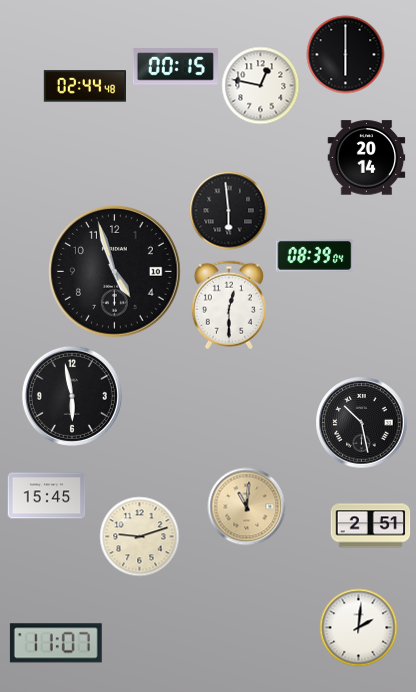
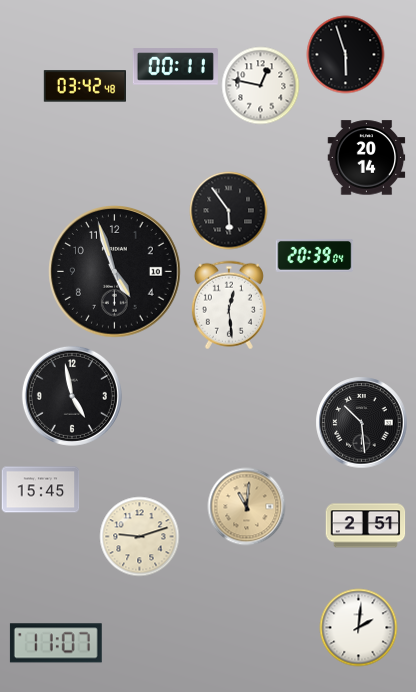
clock at (345, 54): 6:00 -> 5:57
clock at (175, 67): 00:15 -> 00:11
clock at (84, 86): 02:44 -> 03:42
clock at (228, 210): 5:59 -> 5:54
clock at (314, 255): 08:39 -> 20:39
clock at (229, 305): 12:30 -> 12:29
clock at (72, 396): 5:58 -> 4:58
clock at (361, 422): 10:28 -> 10:29
clock at (46, 496) position: (46, 496) -> (40, 490)
clock at (370, 526) position: (370, 526) -> (365, 526)
